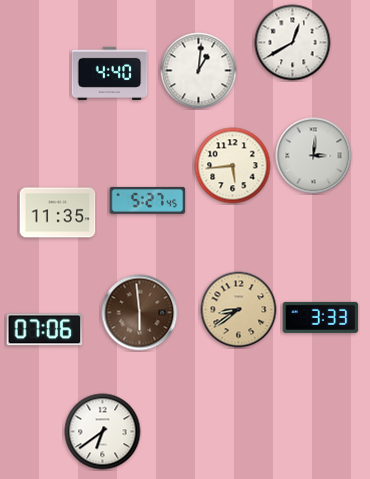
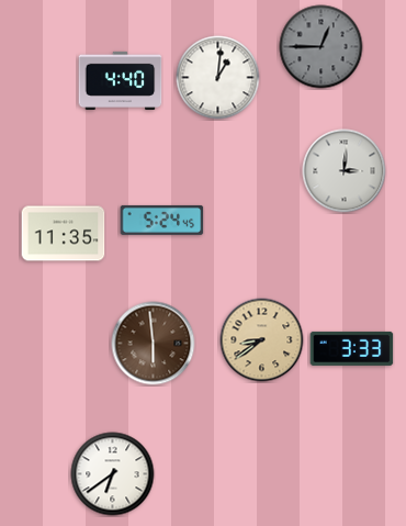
clock at (293, 43): 12:40 -> 12:45
clock at (293, 43) dial: white -> grey
clock at (233, 166): 5:44 -> none
clock at (148, 200): 5:27 -> 5:24
clock at (45, 330): 07:06 -> none
